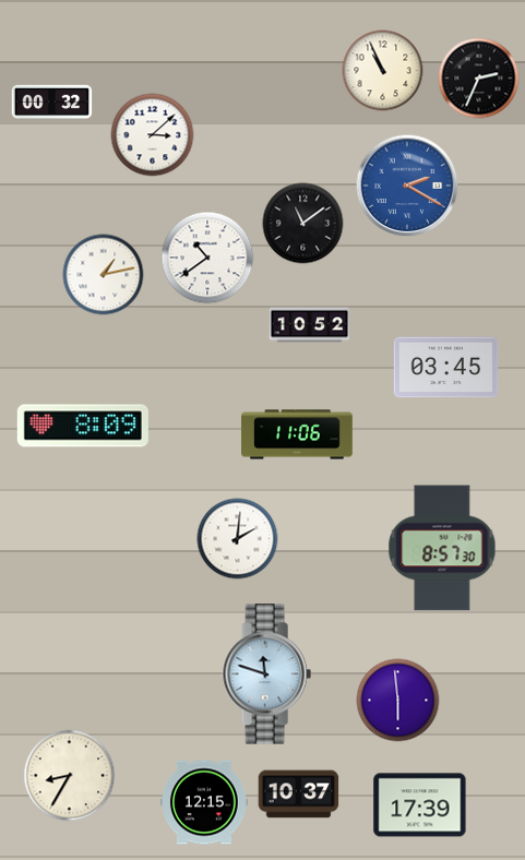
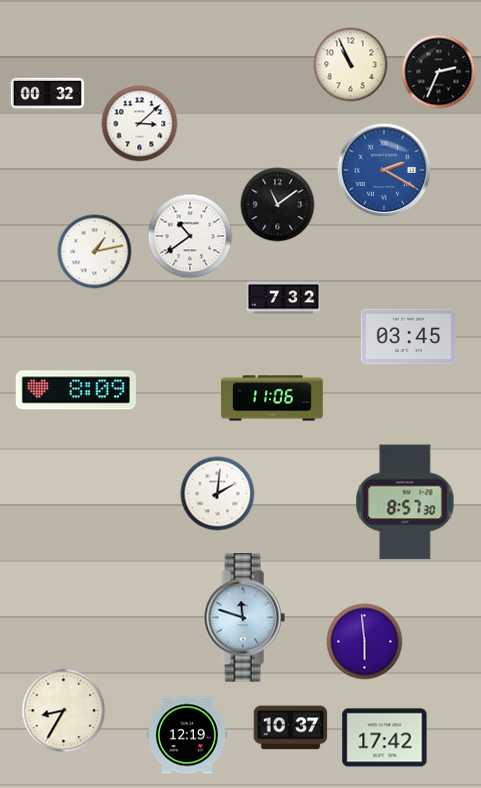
clock at (407, 186) position: (407, 186) -> (384, 170)
clock at (310, 325): 10:52 -> 7:32
clock at (299, 795) position: (299, 795) -> (291, 728)
clock at (204, 802): 12:15 -> 12:19
clock at (420, 805): 17:39 -> 17:42
